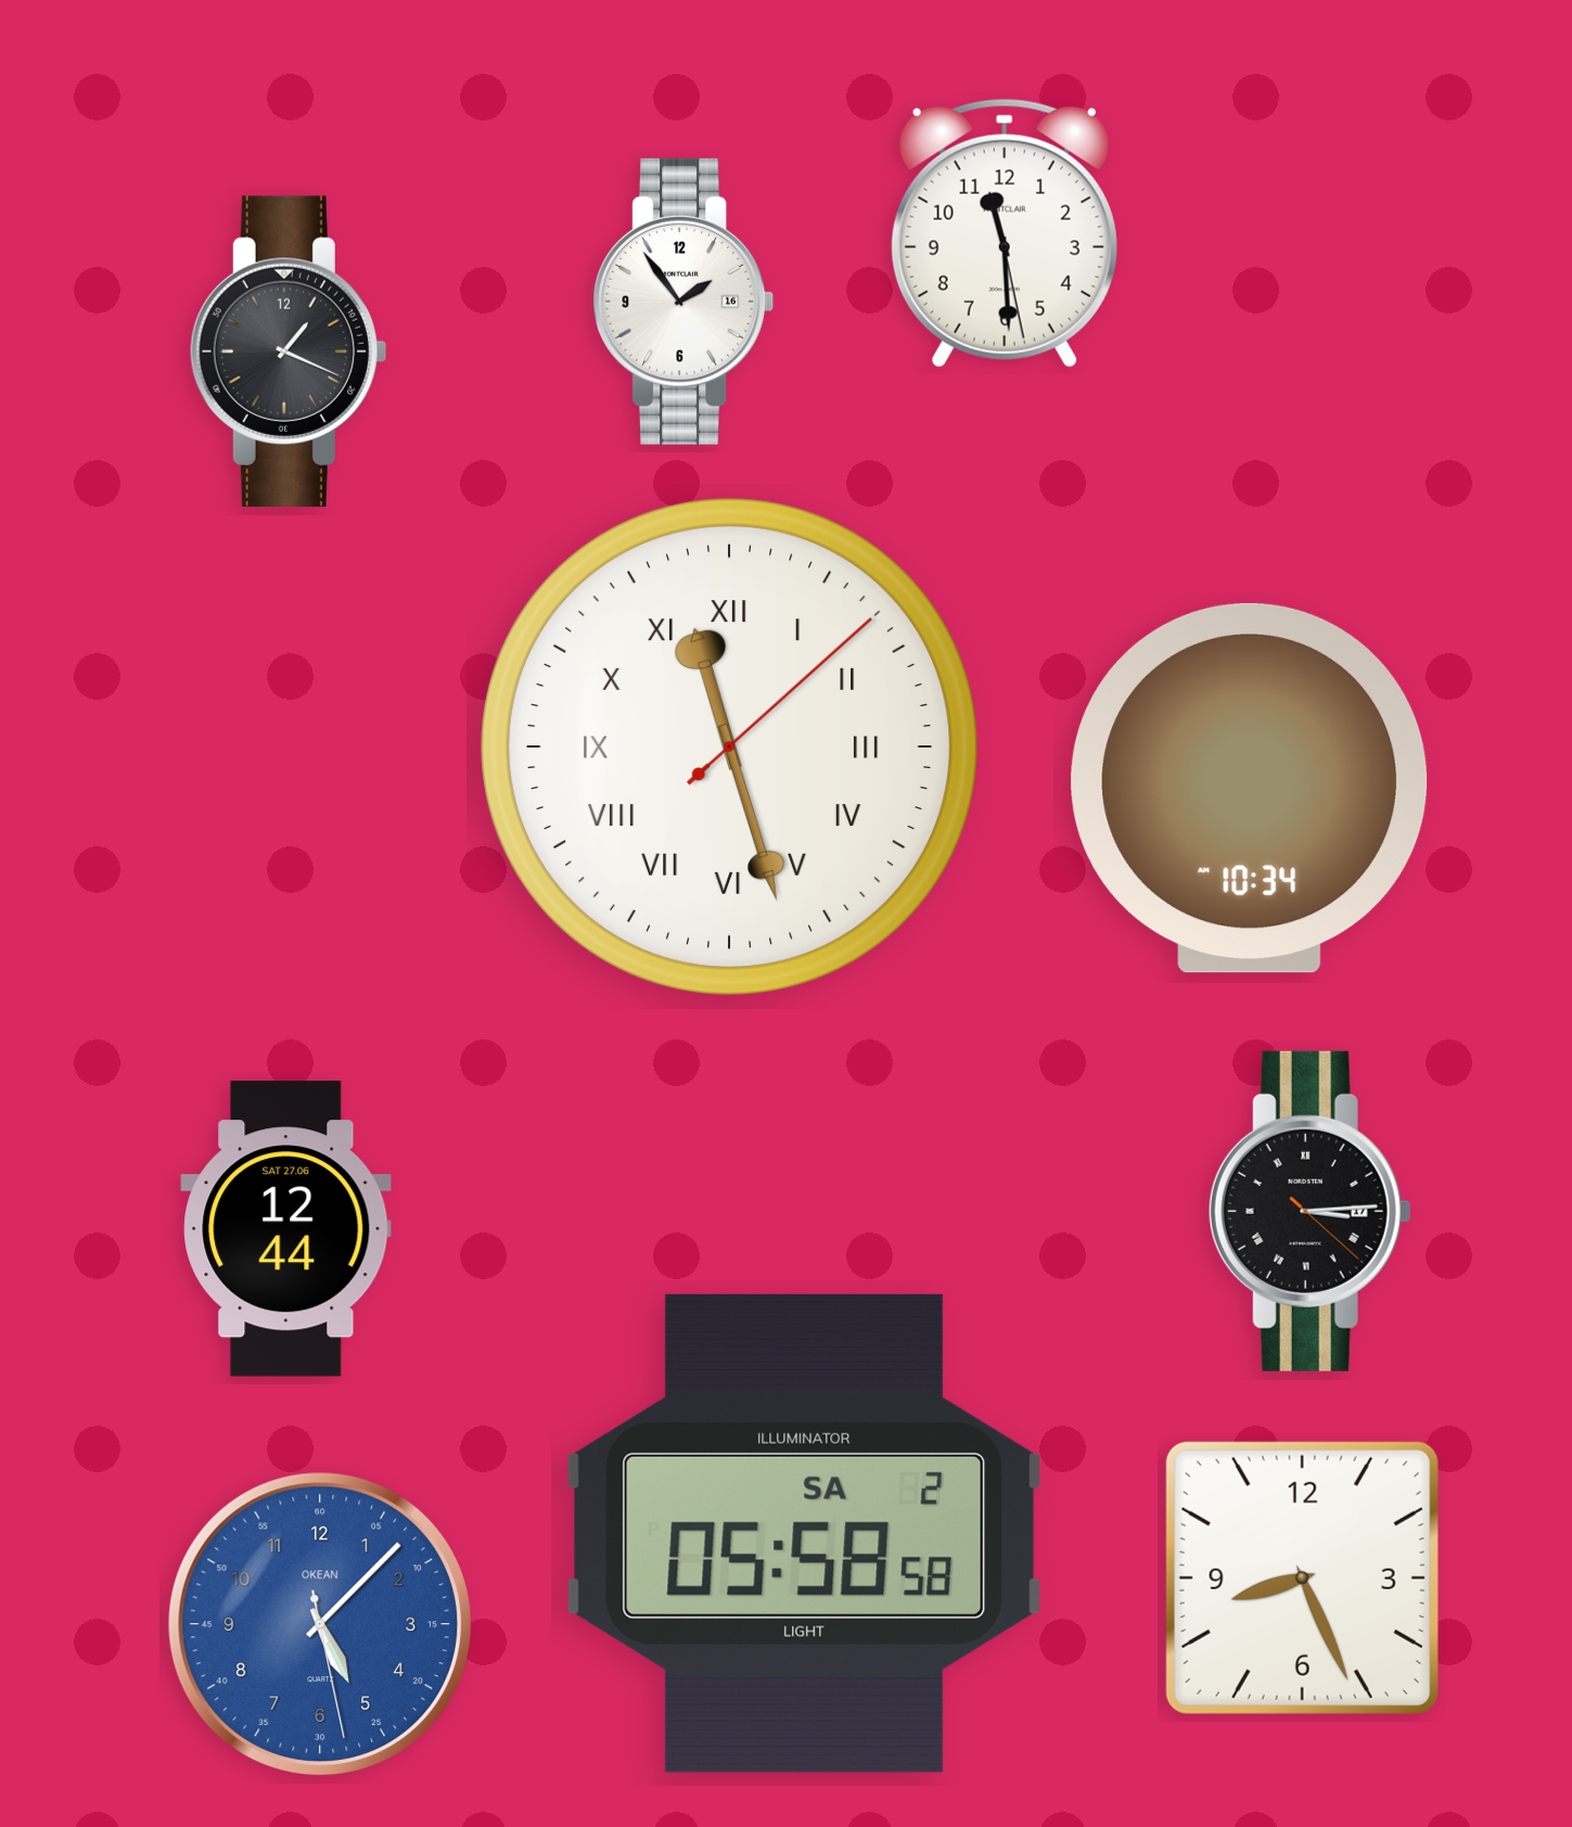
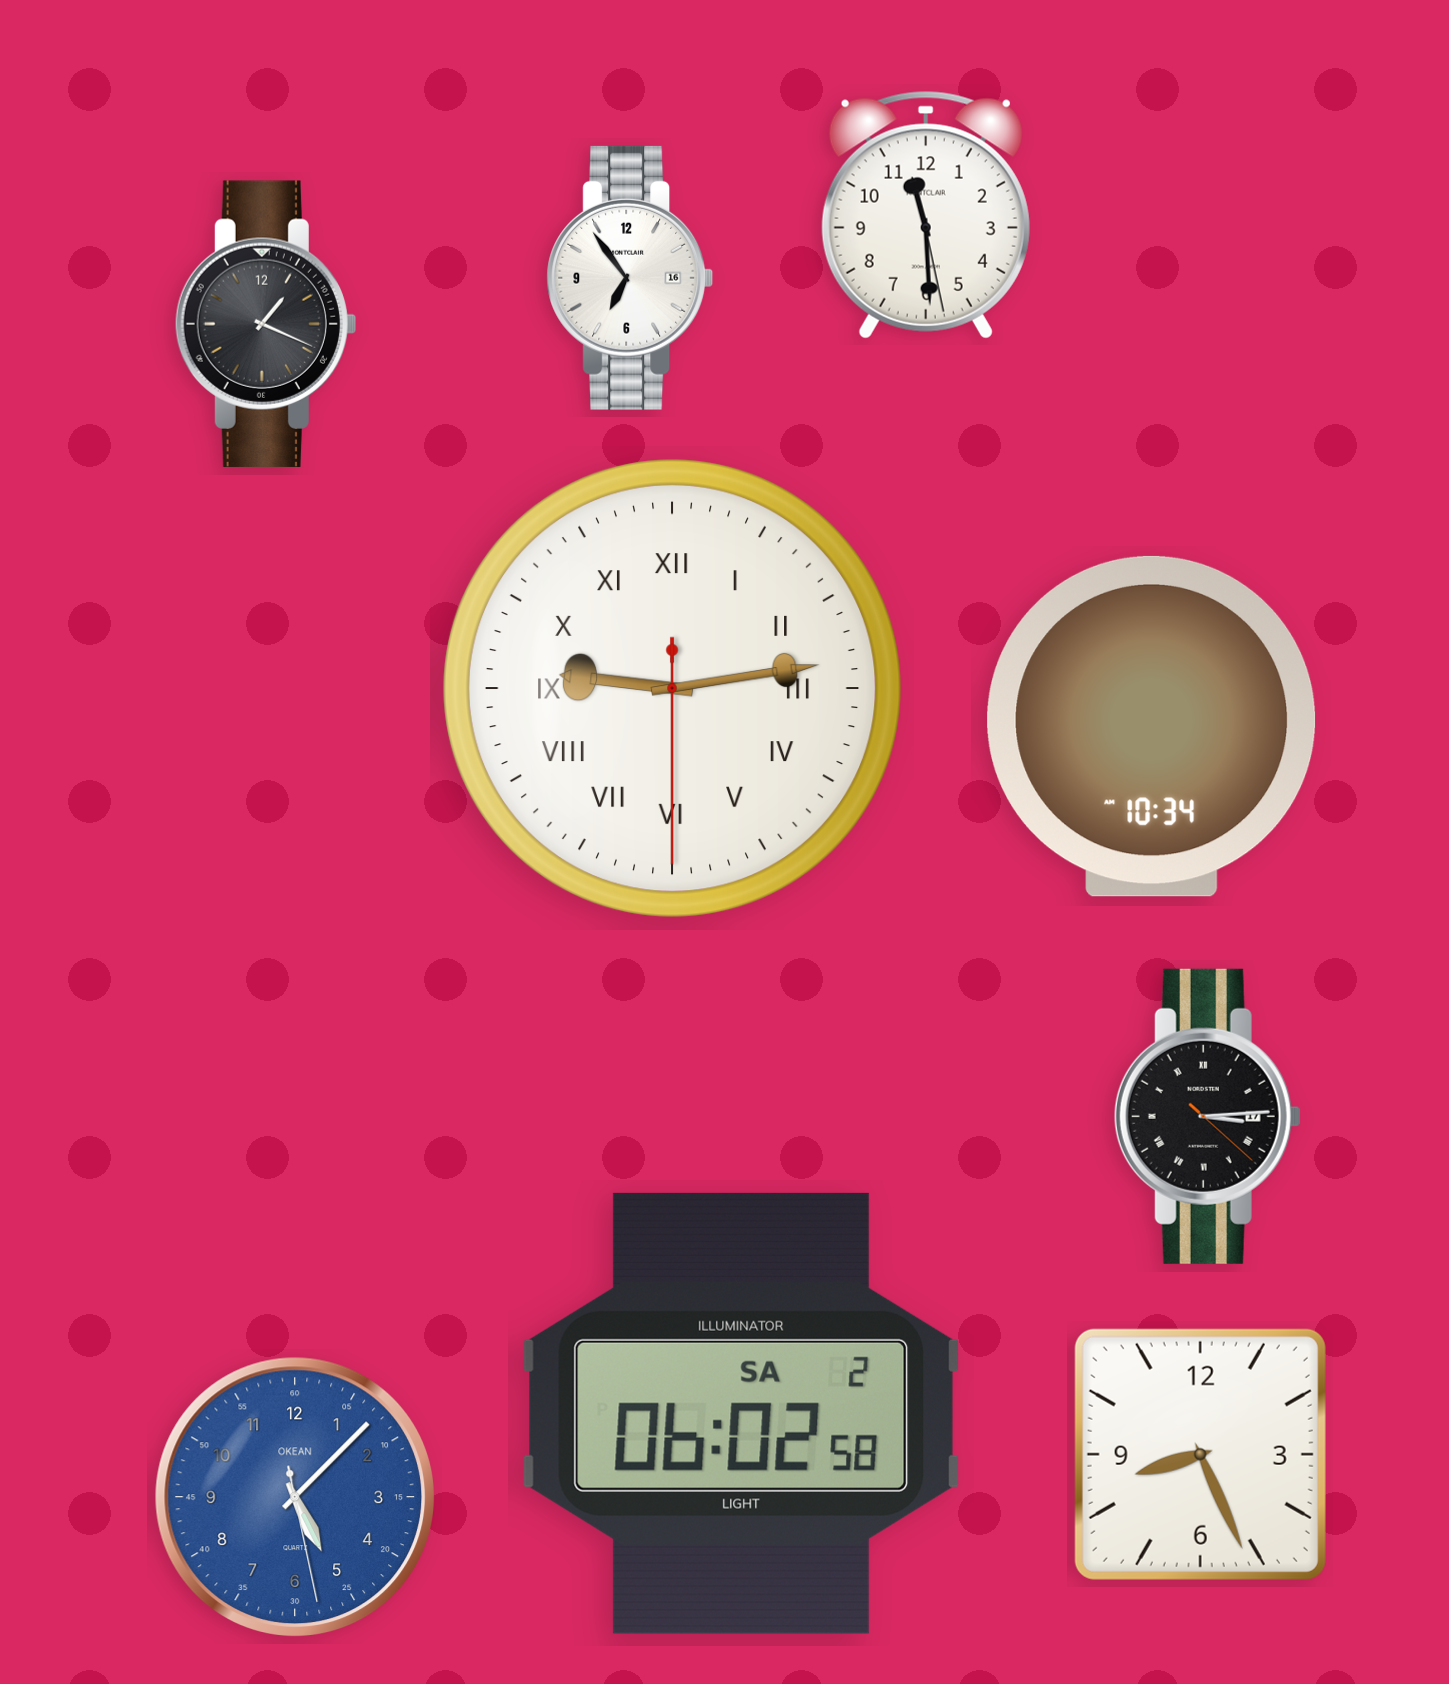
clock at (683, 302): 1:54 -> 6:54
clock at (729, 746): 11:27 -> 9:13
clock at (286, 1229): 12:44 -> none
clock at (805, 1533): 05:58 -> 06:02
